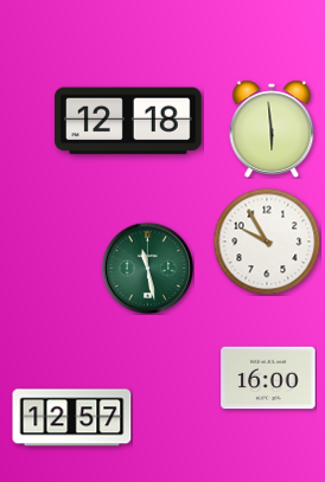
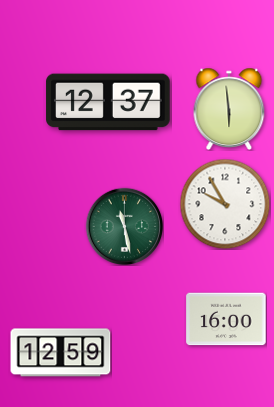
clock at (128, 121): 12:18 -> 12:37
clock at (72, 418): 12:57 -> 12:59
